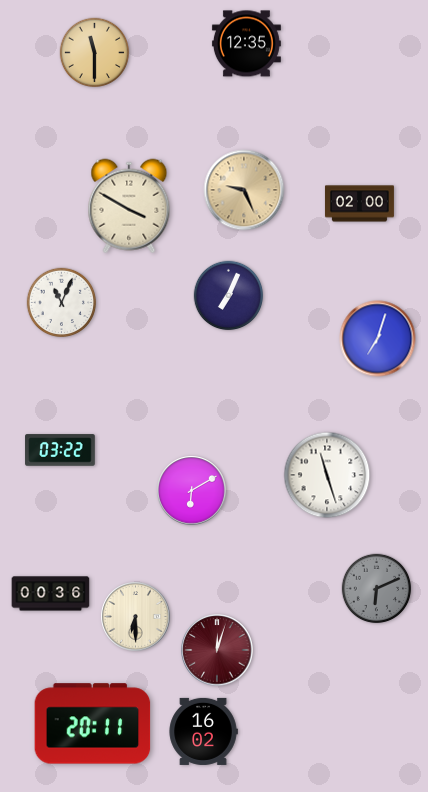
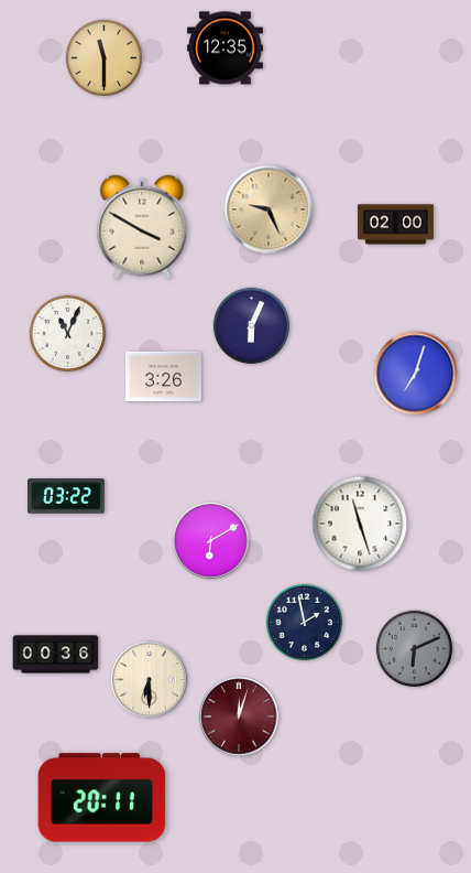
clock at (246, 44) position: (246, 44) -> (224, 48)
clock at (229, 296): 7:04 -> 6:04
clock at (163, 376): none -> 3:26
clock at (305, 623): none -> 1:58
clock at (203, 731): 16:02 -> none
